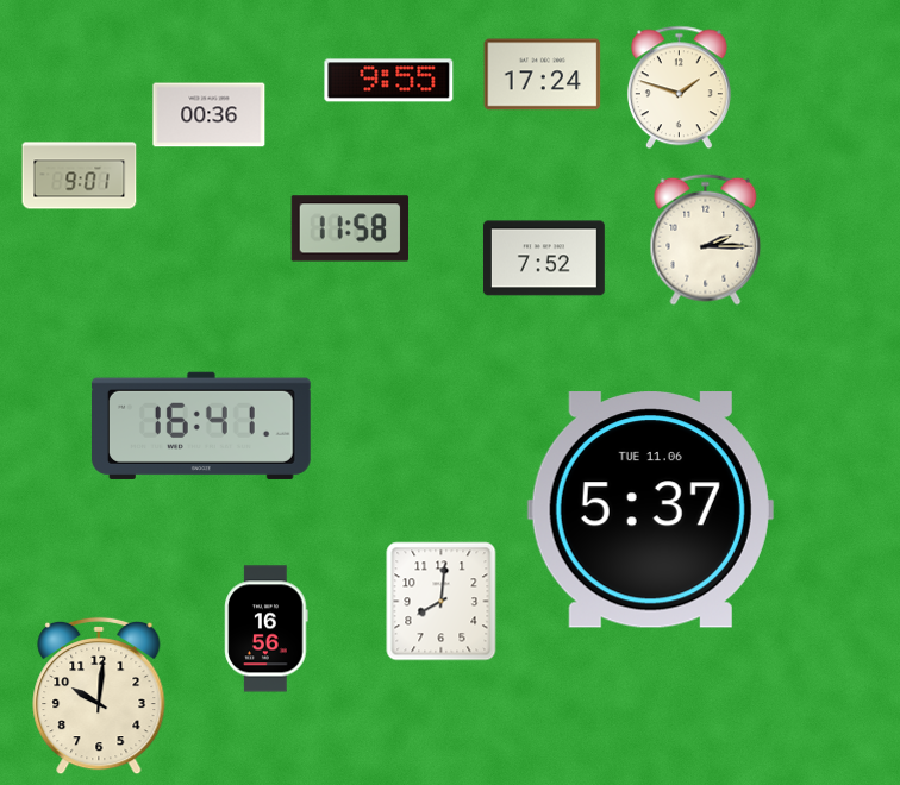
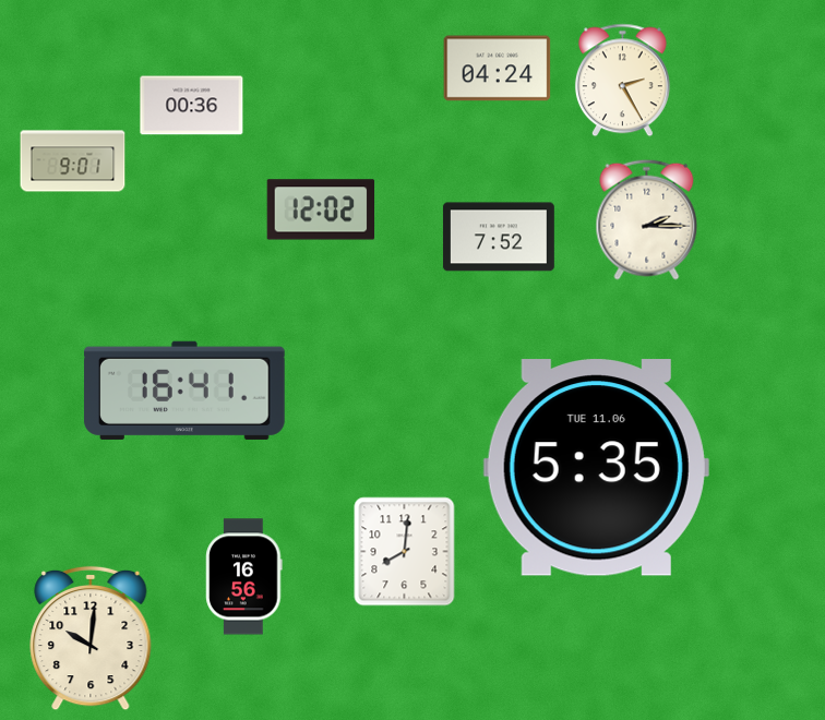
clock at (543, 75): 17:24 -> 04:24
clock at (389, 81): 9:55 -> none
clock at (679, 88): 1:48 -> 2:25
clock at (350, 228): 11:58 -> 12:02
clock at (650, 510): 5:37 -> 5:35
